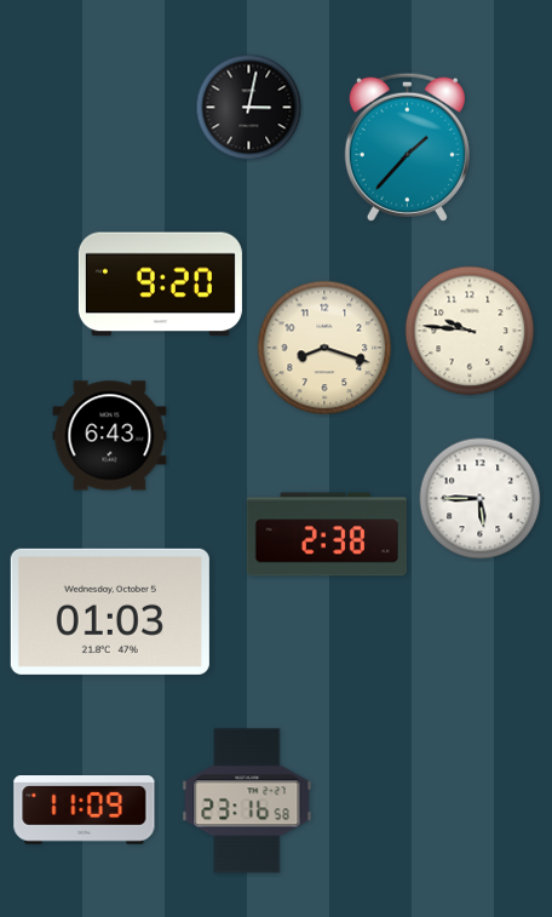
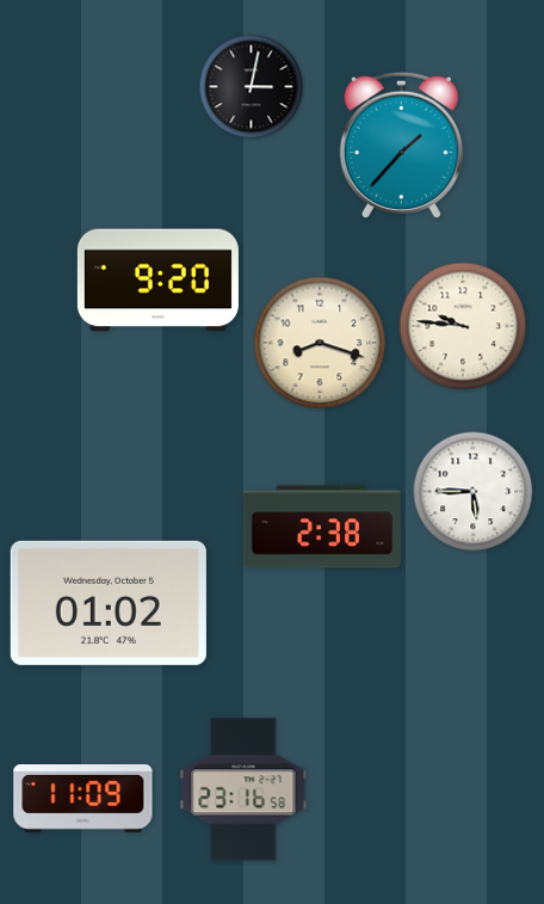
clock at (249, 108) position: (249, 108) -> (252, 87)
clock at (110, 436): 6:43 -> none
clock at (110, 612): 01:03 -> 01:02
